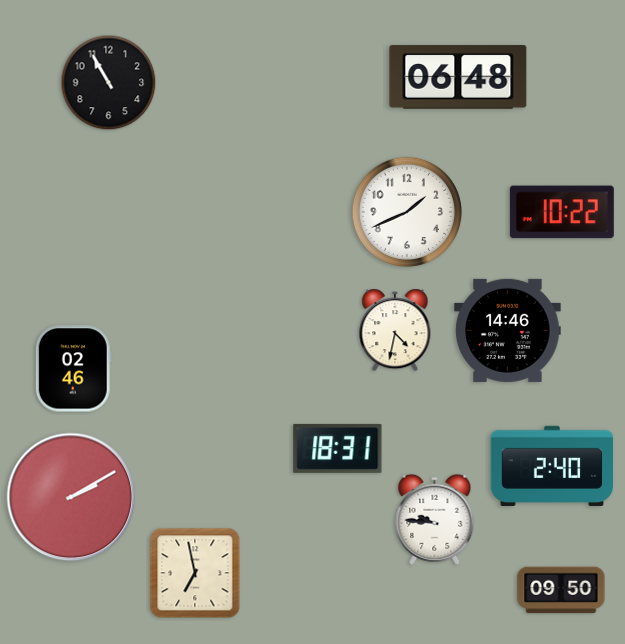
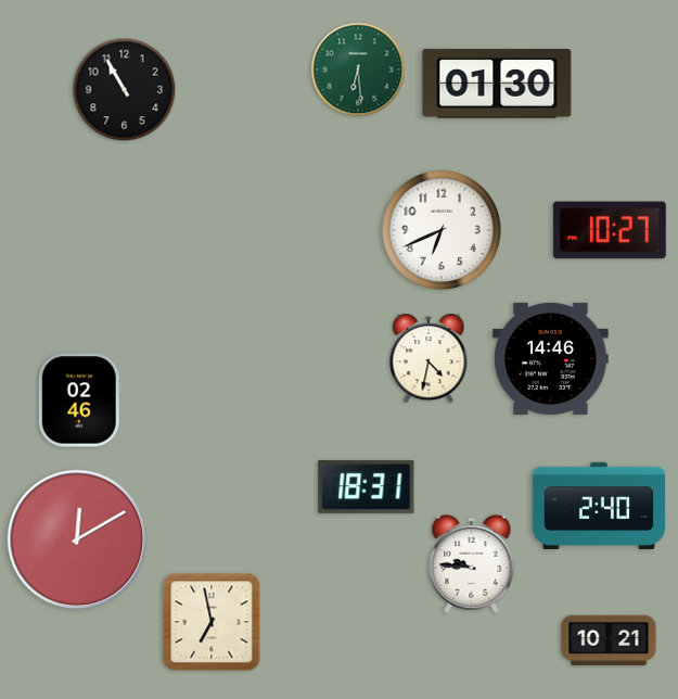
clock at (358, 69): none -> 6:29
clock at (458, 77): 06:48 -> 01:30
clock at (109, 83) position: (109, 83) -> (125, 90)
clock at (406, 211): 1:41 -> 6:41
clock at (562, 212): 10:22 -> 10:27
clock at (71, 497): 2:10 -> 12:10
clock at (561, 590): 09:50 -> 10:21
